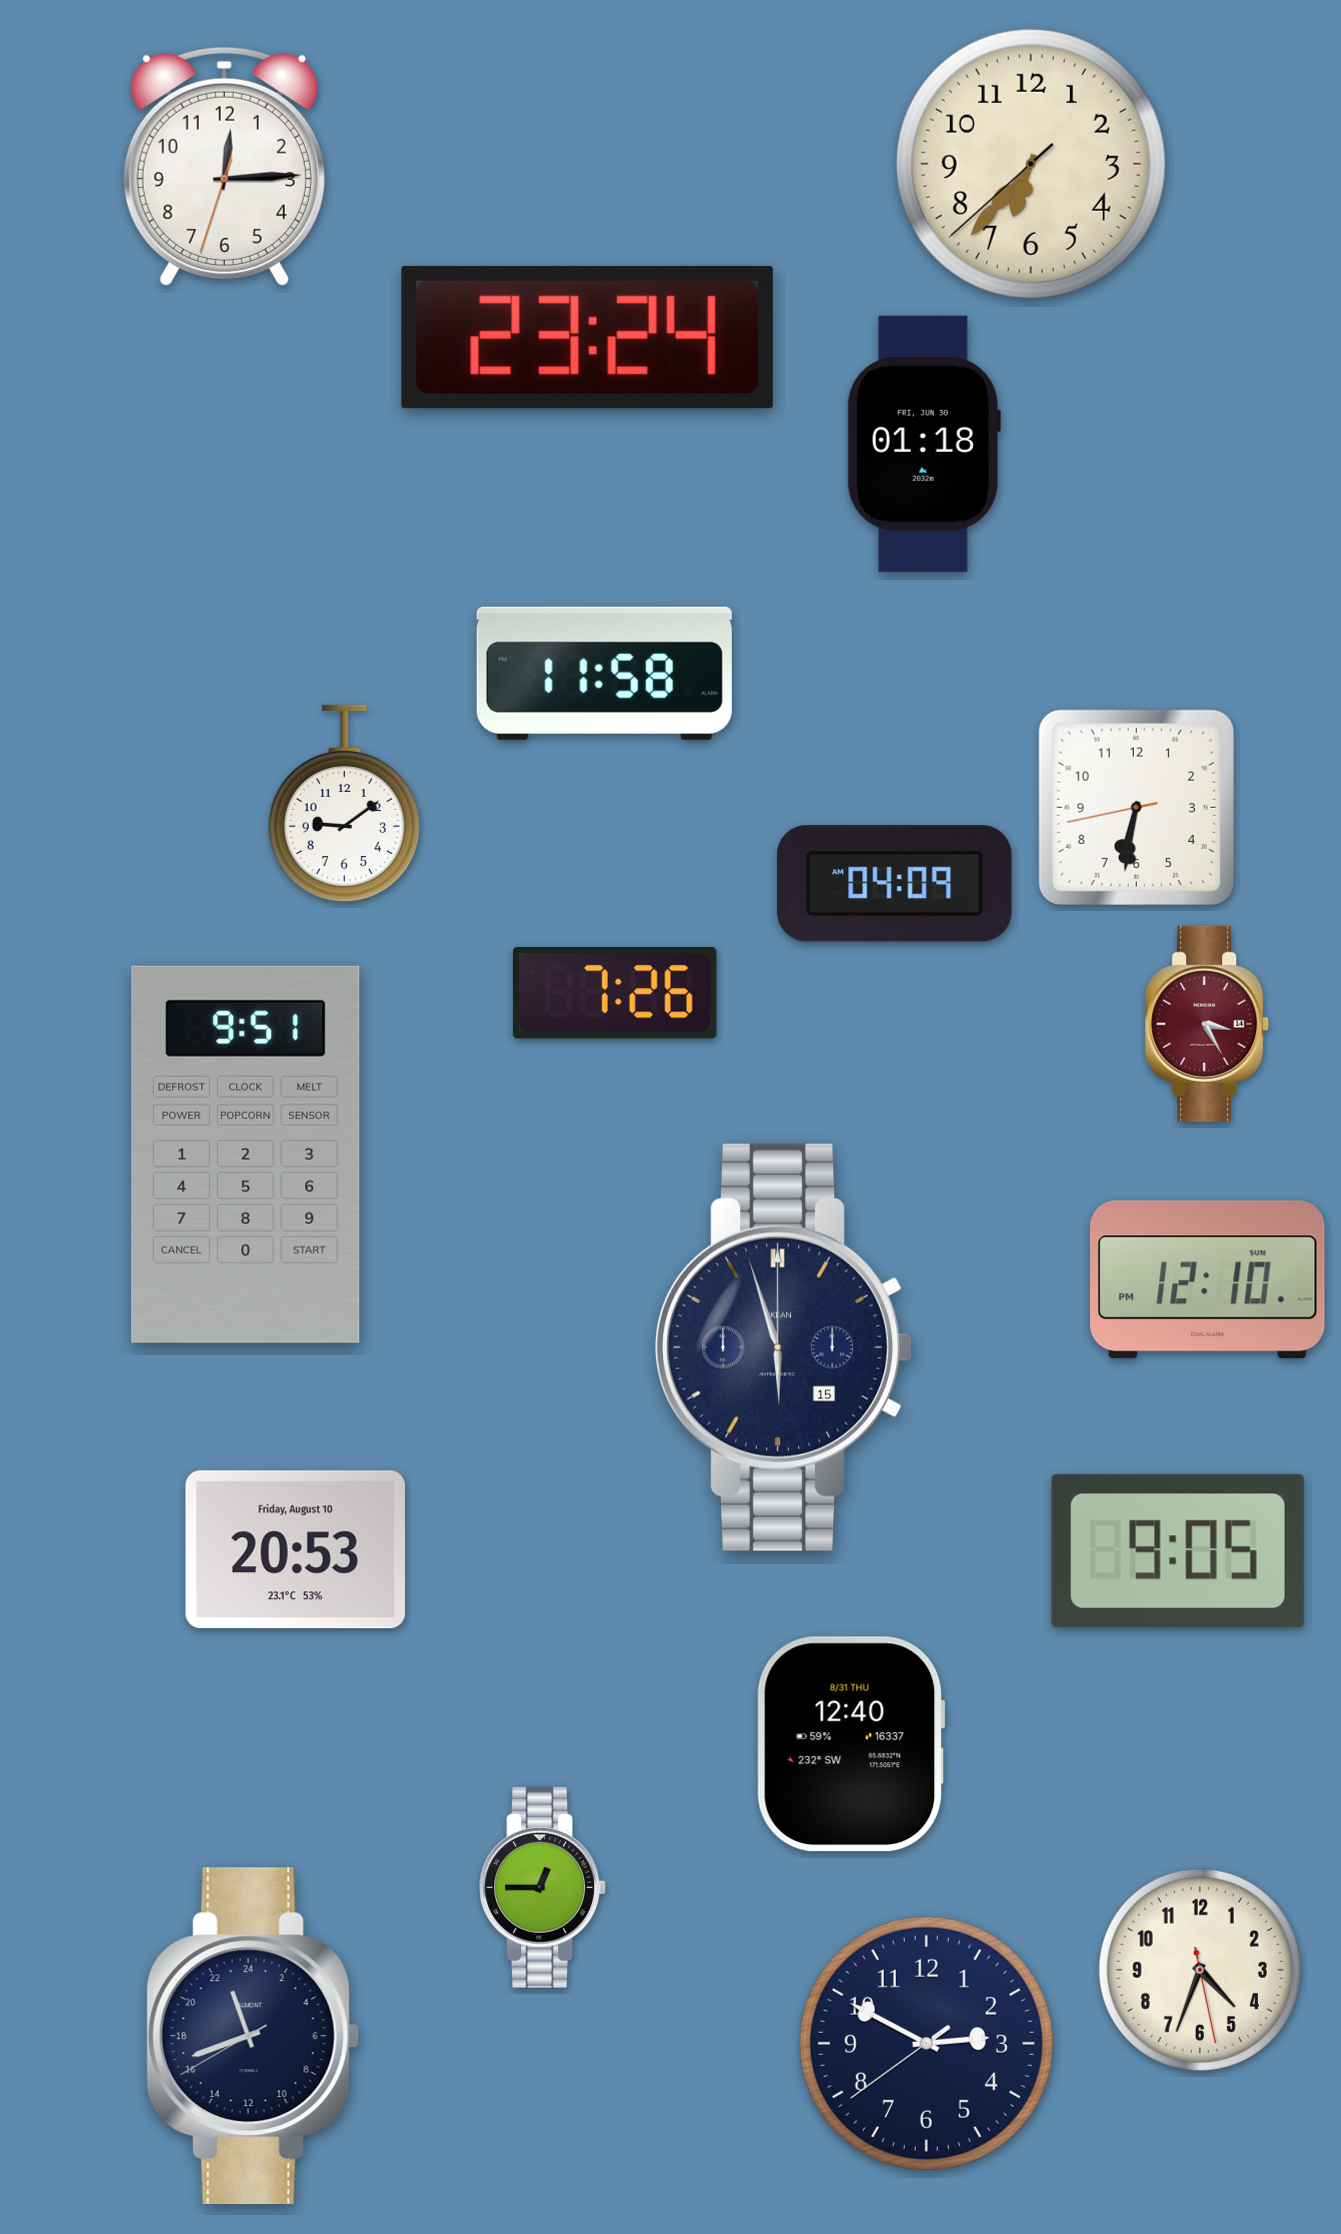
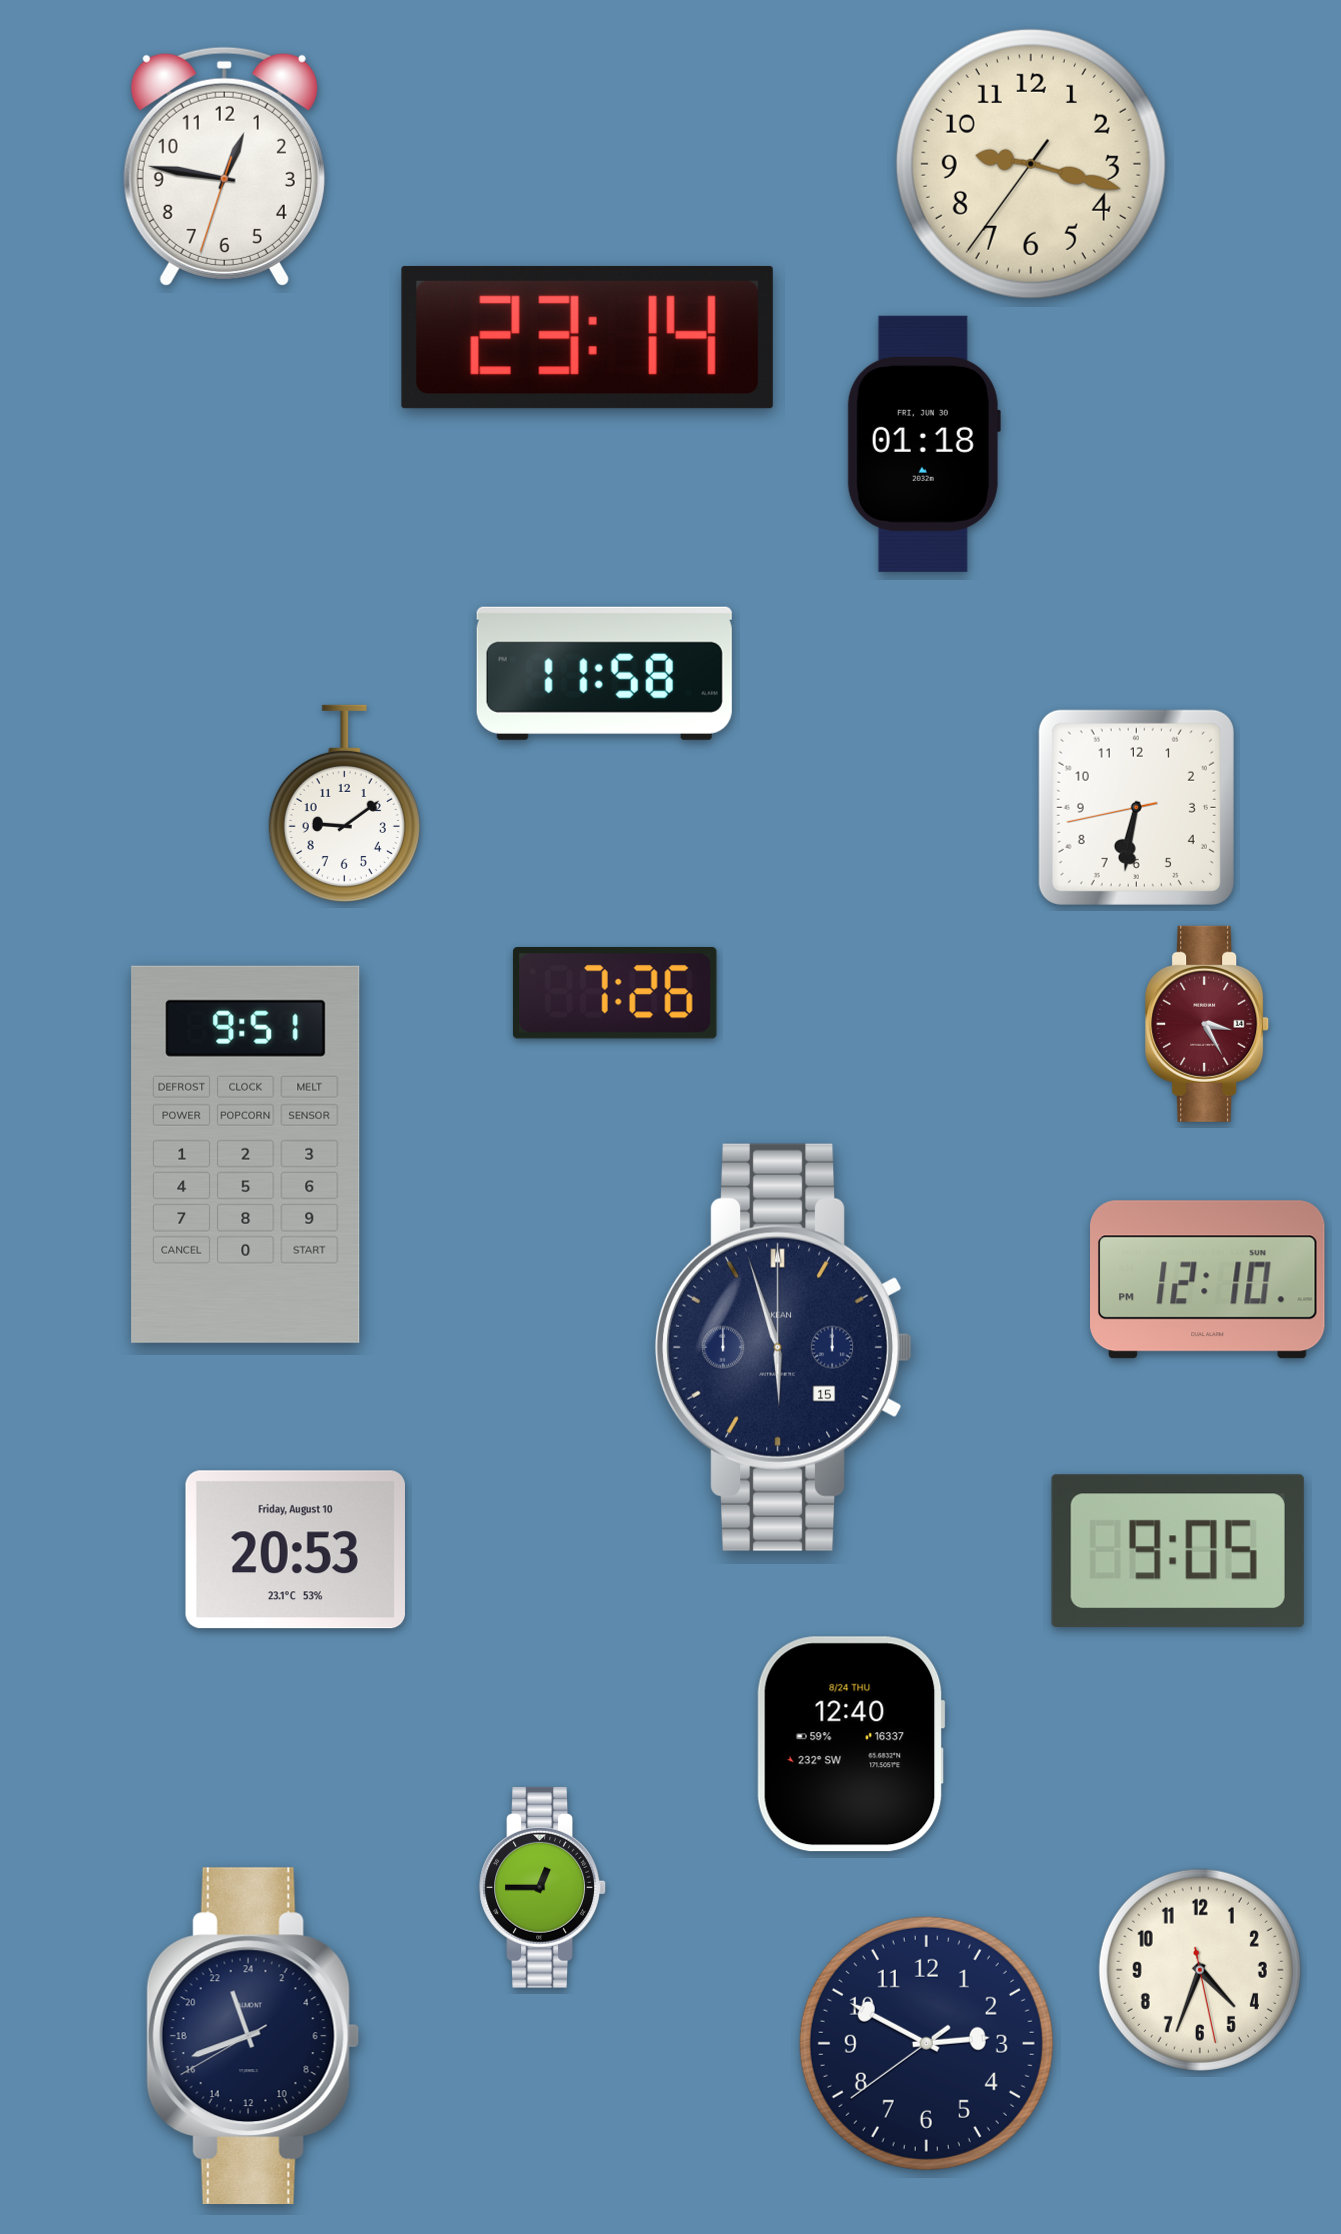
clock at (1031, 164): 6:36 -> 9:17
clock at (224, 166): 12:14 -> 12:46
clock at (587, 337): 23:24 -> 23:14
clock at (895, 884): 04:09 -> none
clock at (851, 1744) date: 8/31 THU -> 8/24 THU
